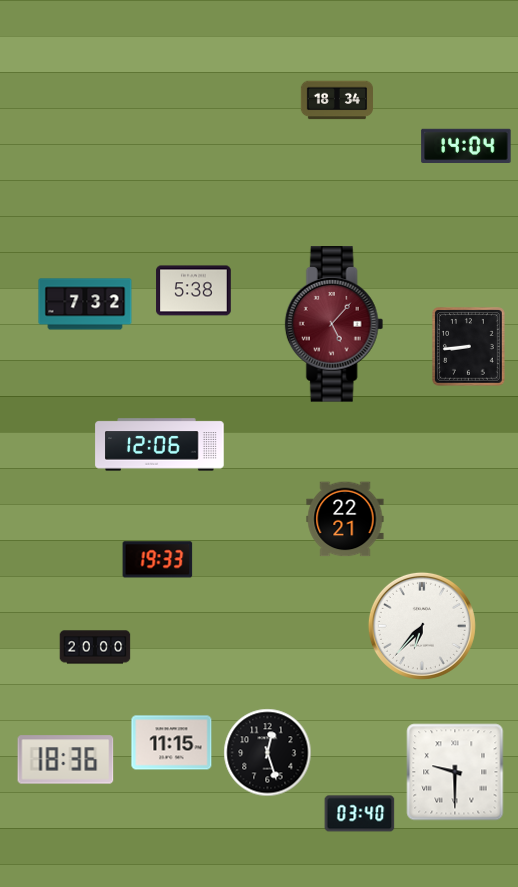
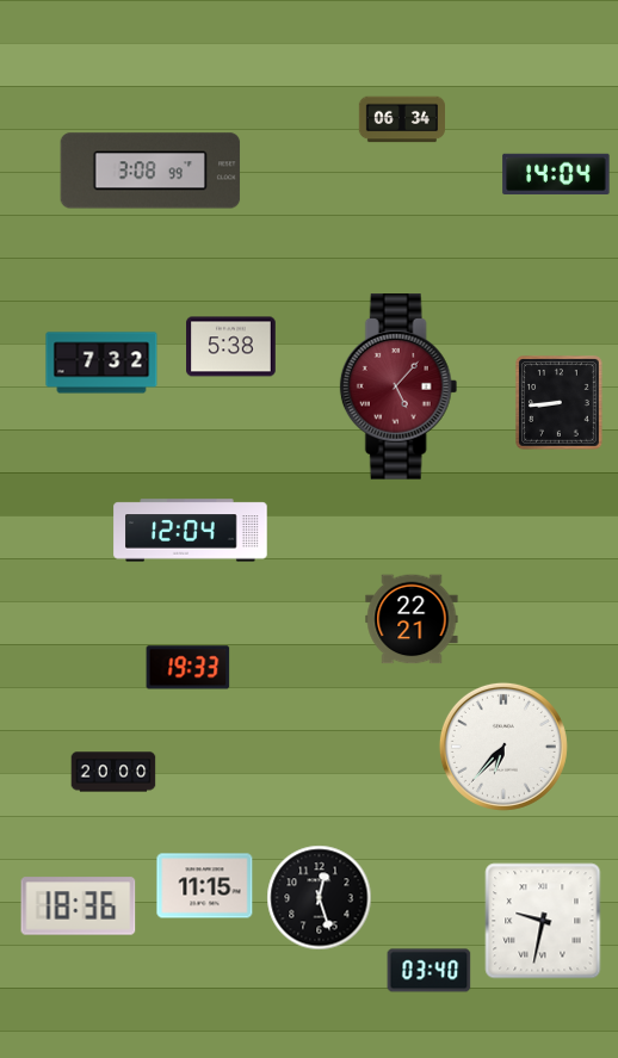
clock at (336, 100): 18:34 -> 06:34
clock at (150, 171): none -> 3:08
clock at (469, 347) position: (469, 347) -> (560, 403)
clock at (160, 445): 12:06 -> 12:04
clock at (455, 772): 9:30 -> 9:32
